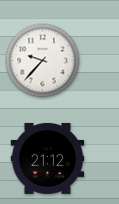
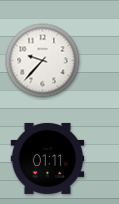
clock at (48, 158): 21:12 -> 01:11
